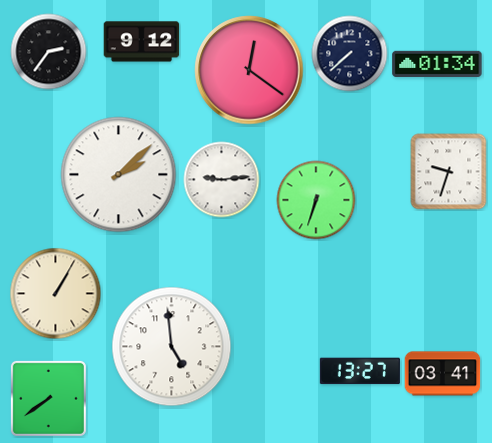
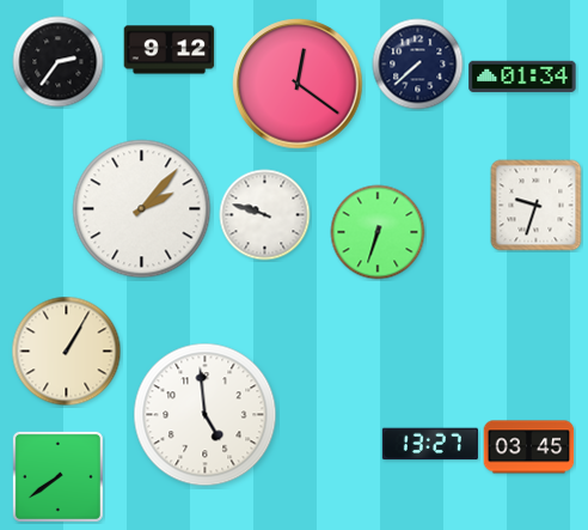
clock at (119, 175): 2:08 -> 2:07
clock at (222, 180): 9:14 -> 9:48
clock at (316, 200) position: (316, 200) -> (378, 232)
clock at (443, 374): 03:41 -> 03:45
